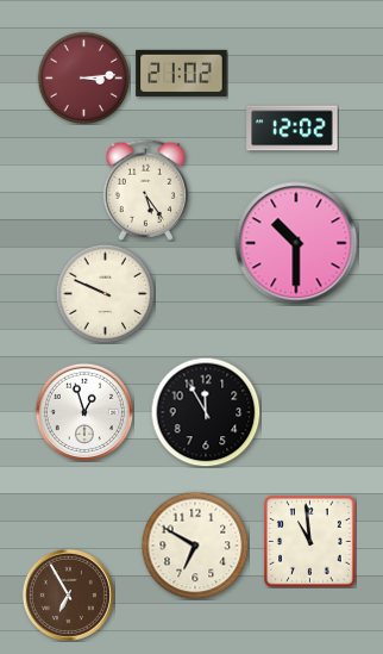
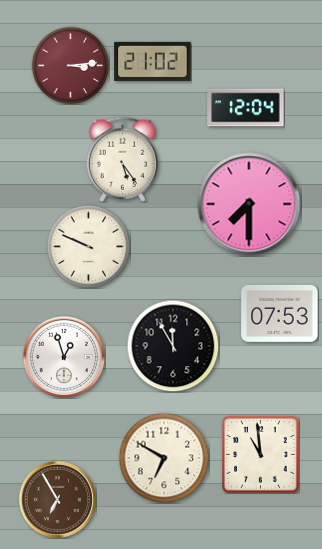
clock at (293, 129): 12:02 -> 12:04
clock at (296, 243): 10:30 -> 7:30
clock at (280, 313): none -> 07:53
clock at (84, 412) position: (84, 412) -> (64, 357)
